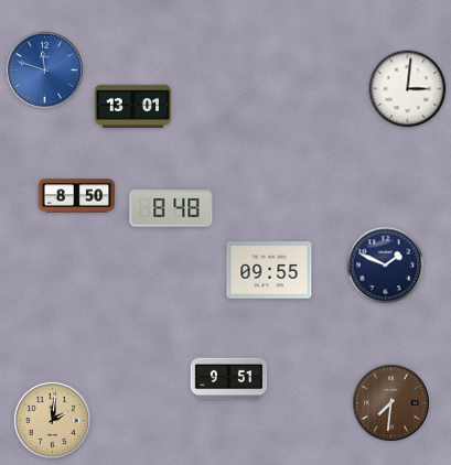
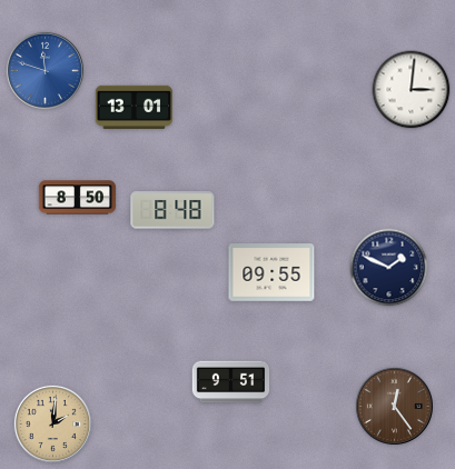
clock at (390, 402): 7:31 -> 12:24
